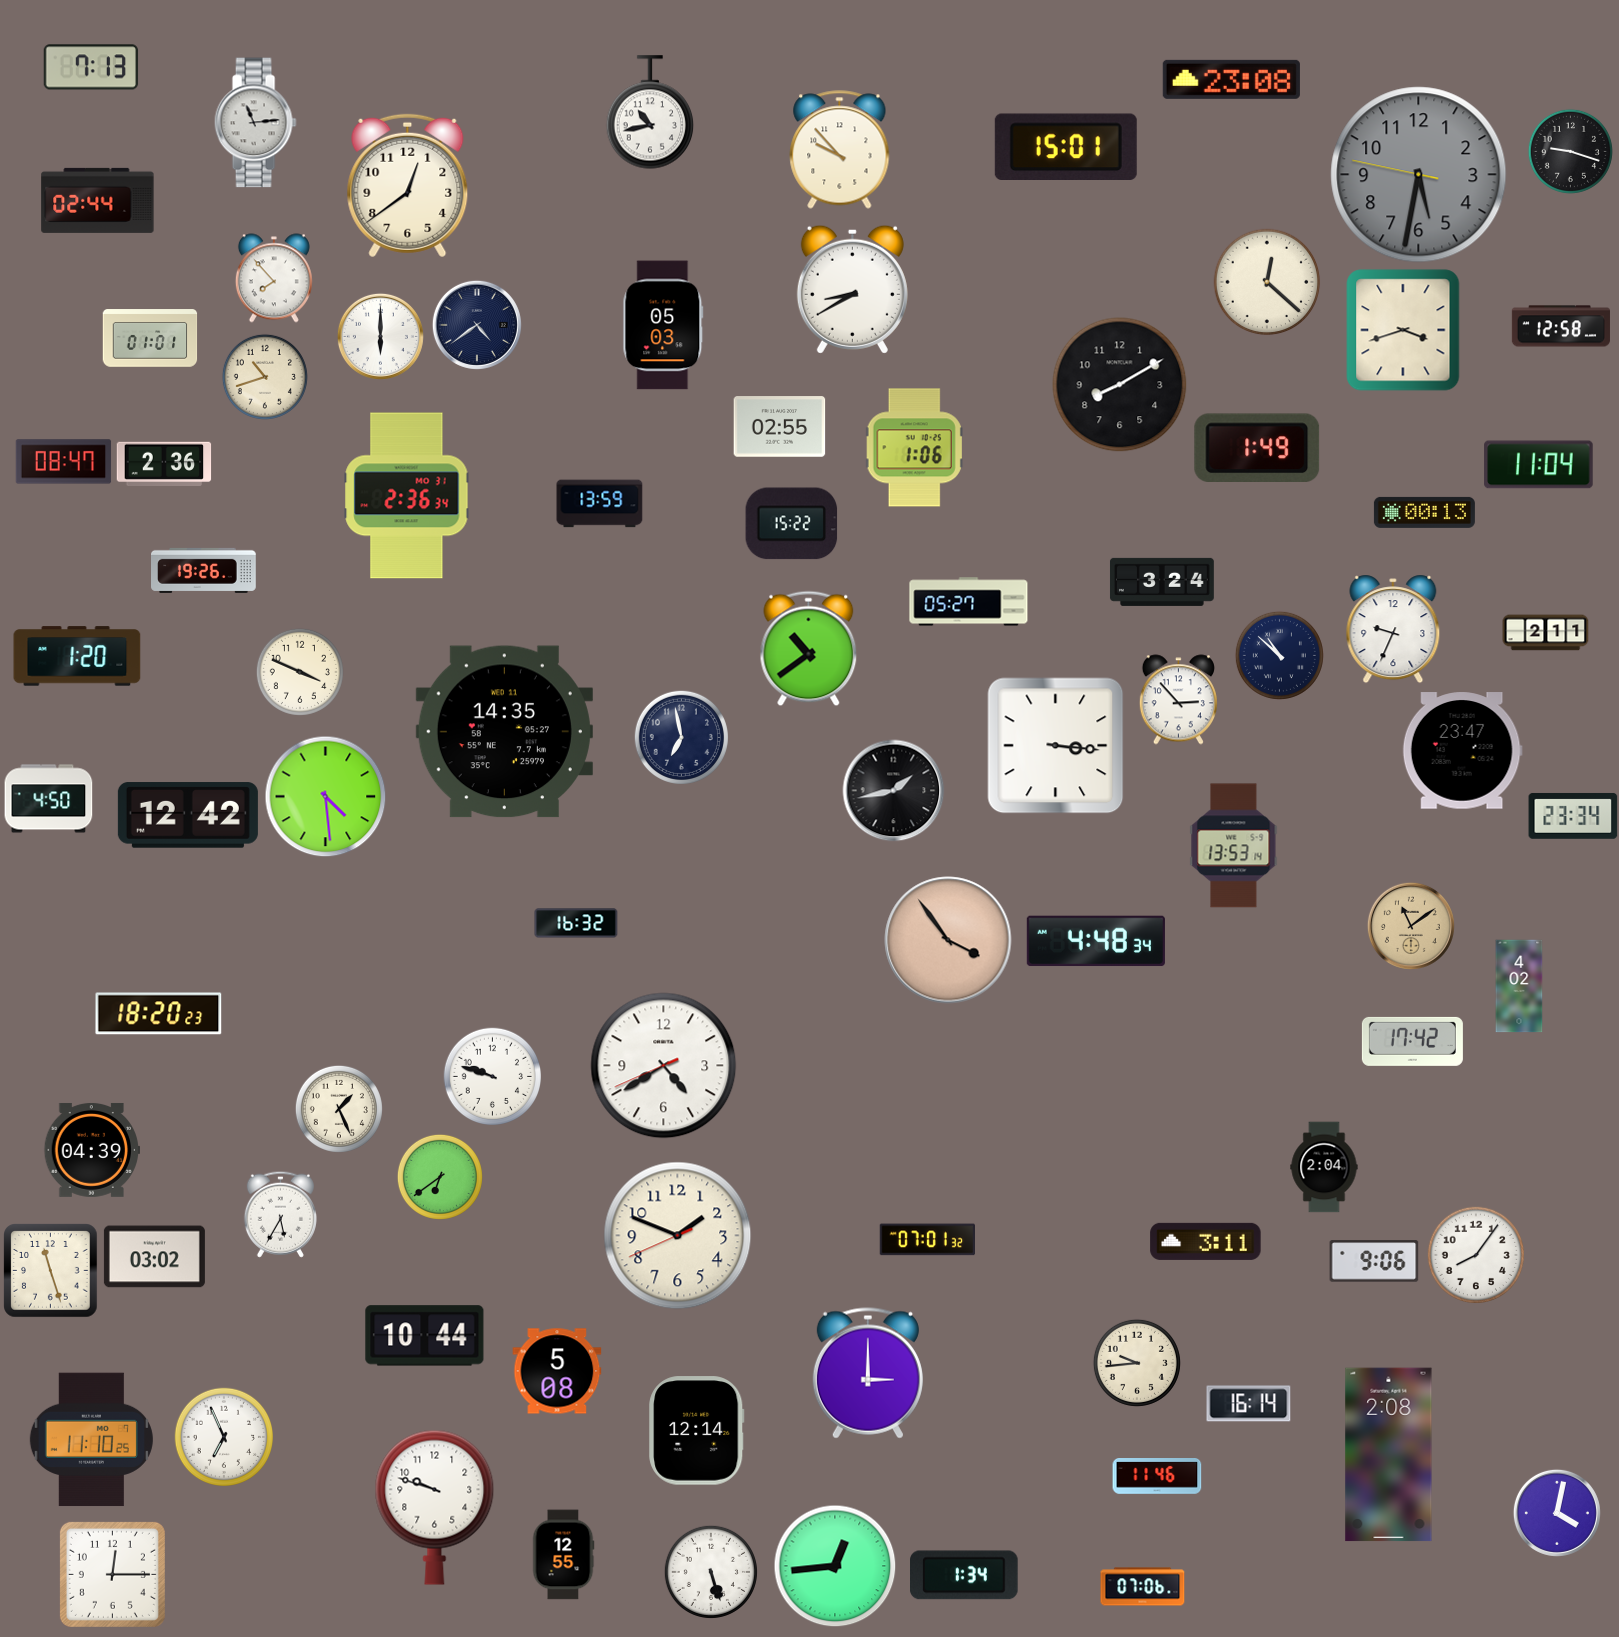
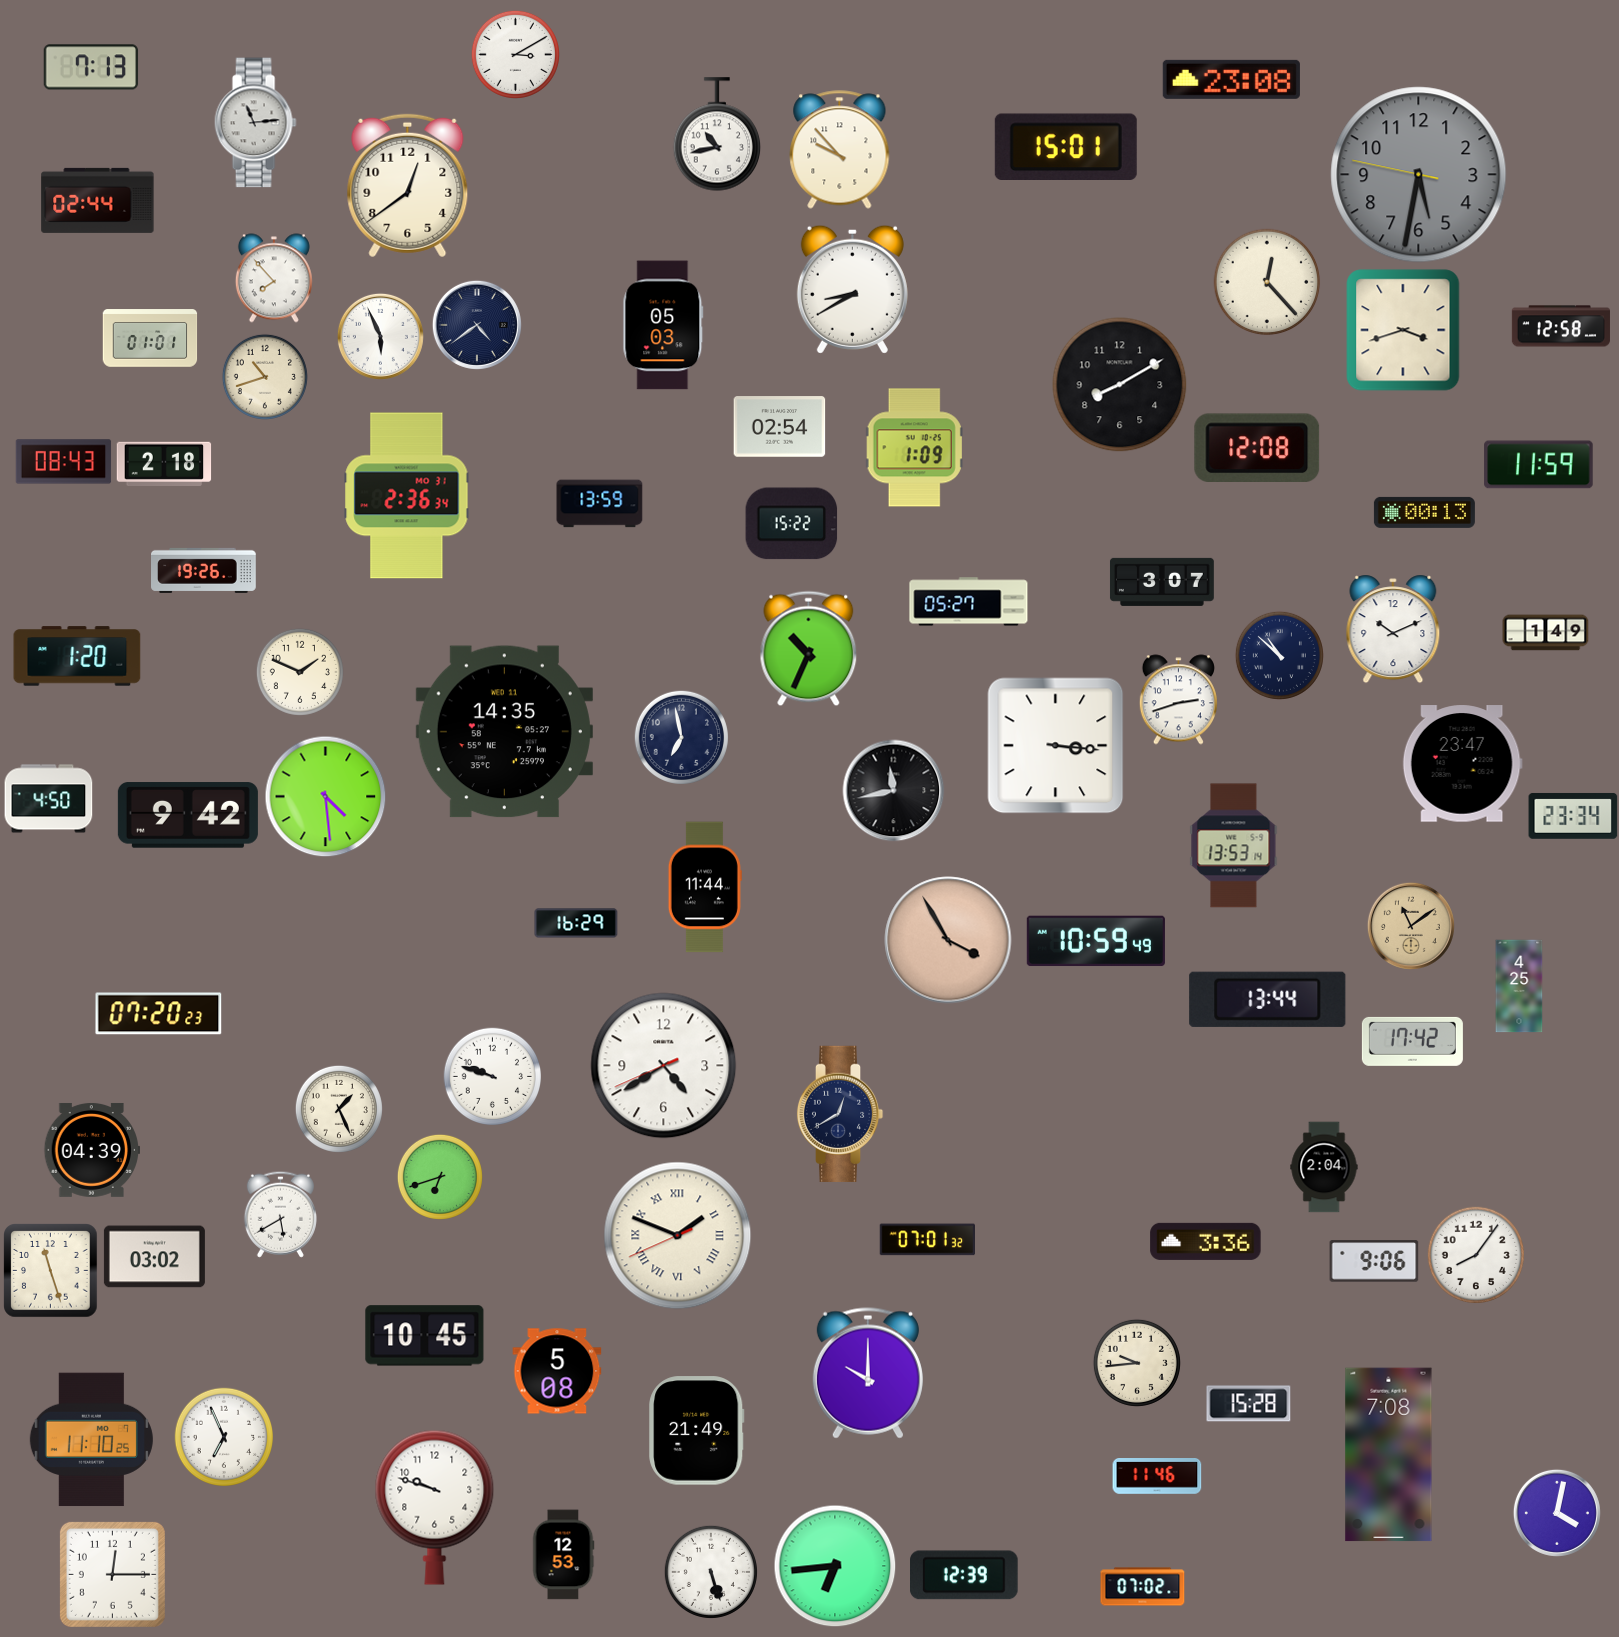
clock at (515, 54): none -> 3:10
clock at (650, 112) position: (650, 112) -> (717, 134)
clock at (1570, 151): 9:18 -> none
clock at (1267, 282): 12:22 -> 12:23
clock at (380, 336): 6:00 -> 5:56
clock at (780, 427): 02:55 -> 02:54
clock at (1257, 447): 1:49 -> 12:08
clock at (914, 448): 1:06 -> 1:09
clock at (64, 462): 08:47 -> 08:43
clock at (164, 464): 2:36 -> 2:18
clock at (1539, 465): 11:04 -> 11:59
clock at (1162, 582): 3:24 -> 3:07
clock at (1393, 629): 9:34 -> 10:11
clock at (1546, 633): 2:11 -> 1:49
clock at (809, 649): 10:39 -> 10:34
clock at (300, 672): 3:49 -> 1:49
clock at (1178, 700): 2:53 -> 2:42
clock at (1462, 751) position: (1462, 751) -> (1462, 764)
clock at (894, 791): 1:43 -> 11:43
clock at (188, 815): 12:42 -> 9:42
clock at (705, 887): none -> 11:44
clock at (576, 923): 16:32 -> 16:29
clock at (948, 940): 3:54 -> 3:55
clock at (1096, 941): 4:48 -> 10:59
clock at (1519, 986): 4:02 -> 4:25
clock at (1268, 999): none -> 13:44
clock at (159, 1014): 18:20 -> 07:20
clock at (840, 1114): none -> 12:40
clock at (440, 1177): 6:39 -> 6:42
clock at (280, 1214): 5:35 -> 5:40
clock at (678, 1236) numerals: Arabic -> Roman
clock at (1206, 1241): 3:11 -> 3:36
clock at (425, 1336): 10:44 -> 10:45
clock at (868, 1373): 3:00 -> 10:00
clock at (1249, 1404): 16:14 -> 15:28
clock at (697, 1431): 12:14 -> 21:49
clock at (1389, 1455): 2:08 -> 7:08
clock at (563, 1555): 12:55 -> 12:53
clock at (835, 1566): 12:44 -> 6:44
clock at (964, 1575): 1:34 -> 12:39
clock at (1143, 1587): 07:06 -> 07:02
